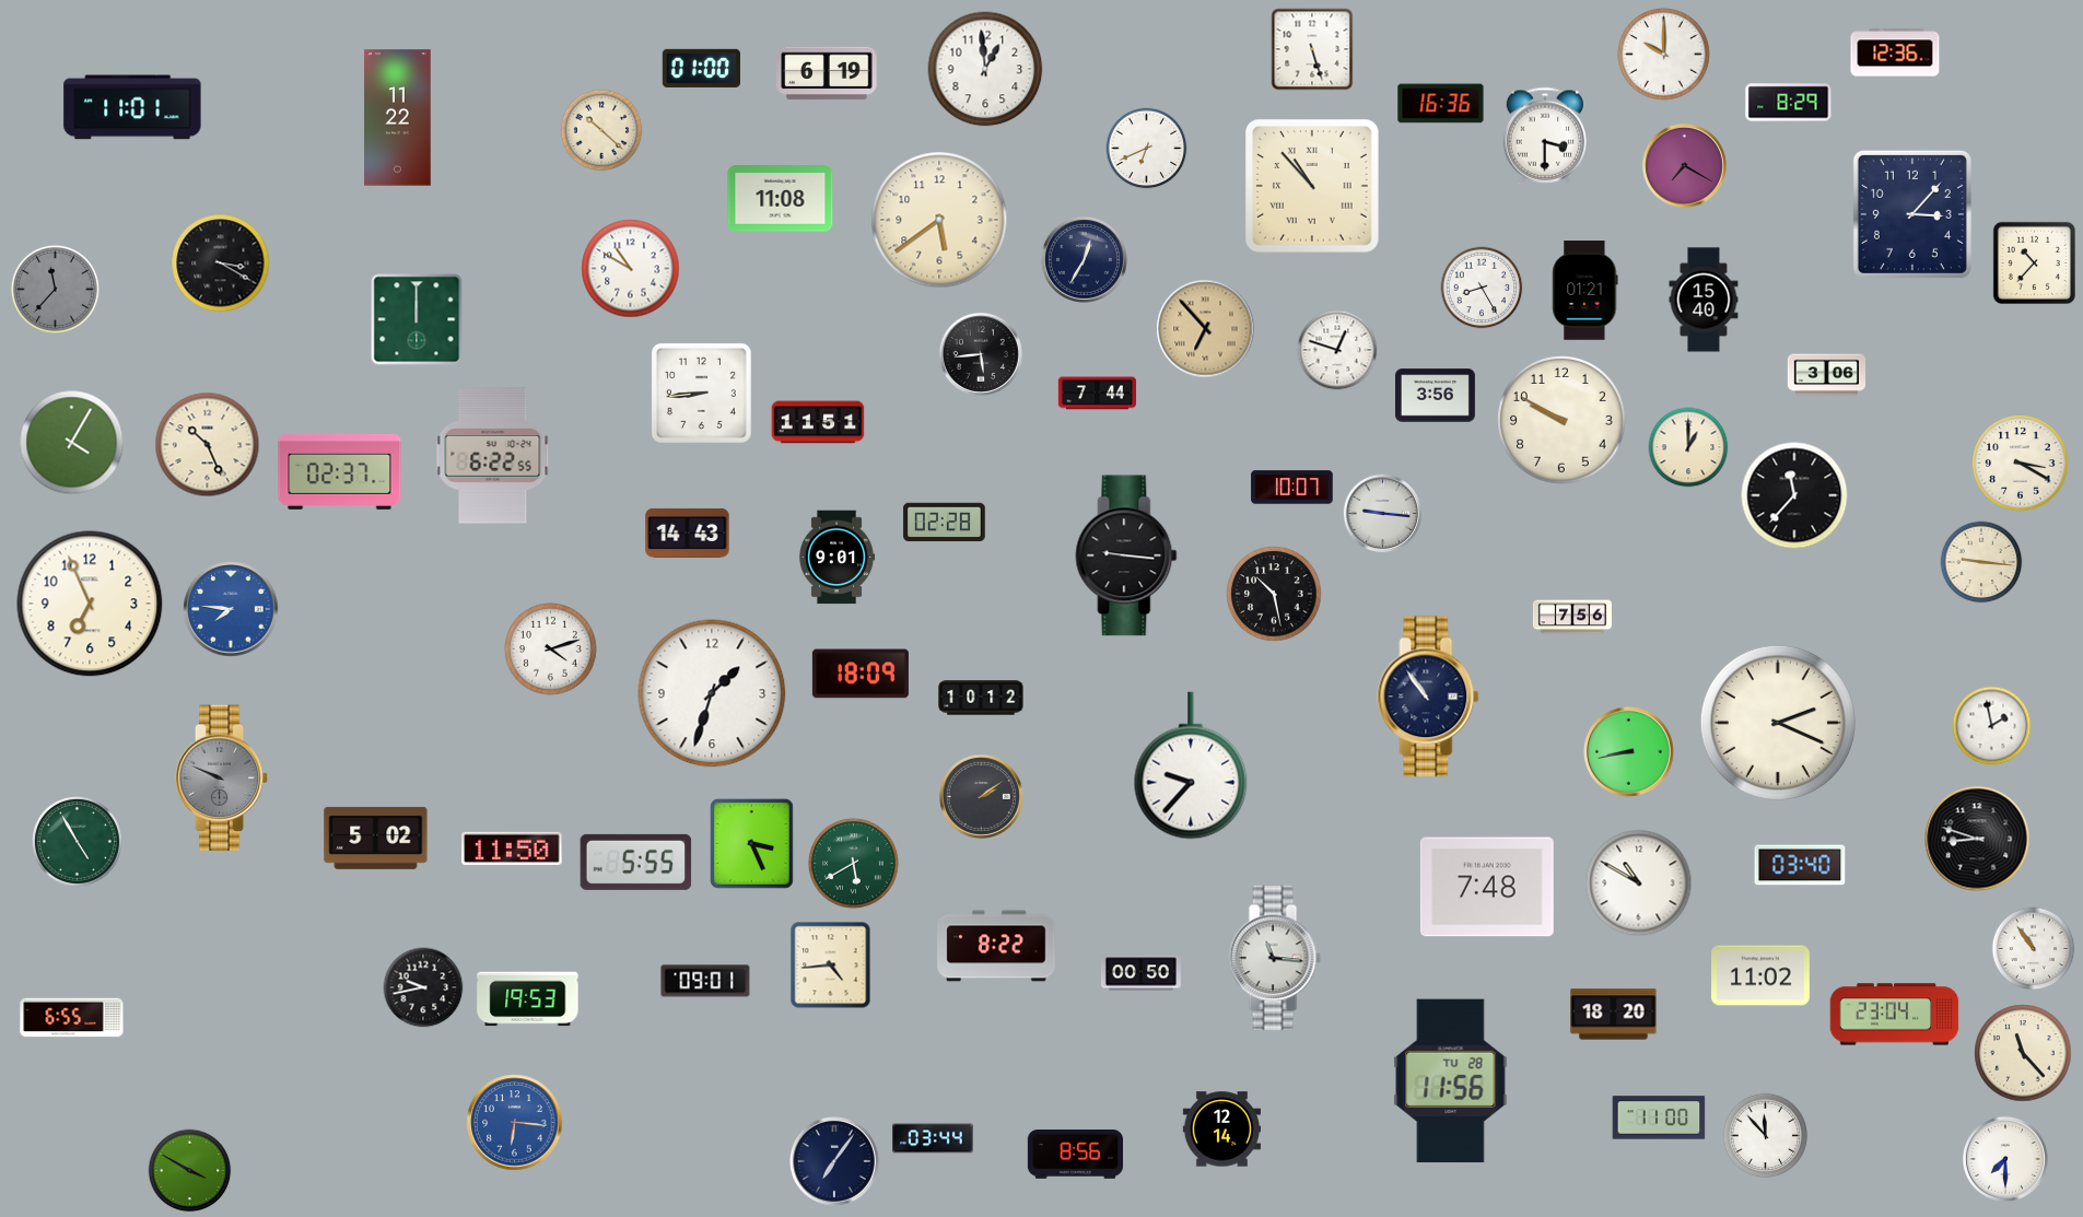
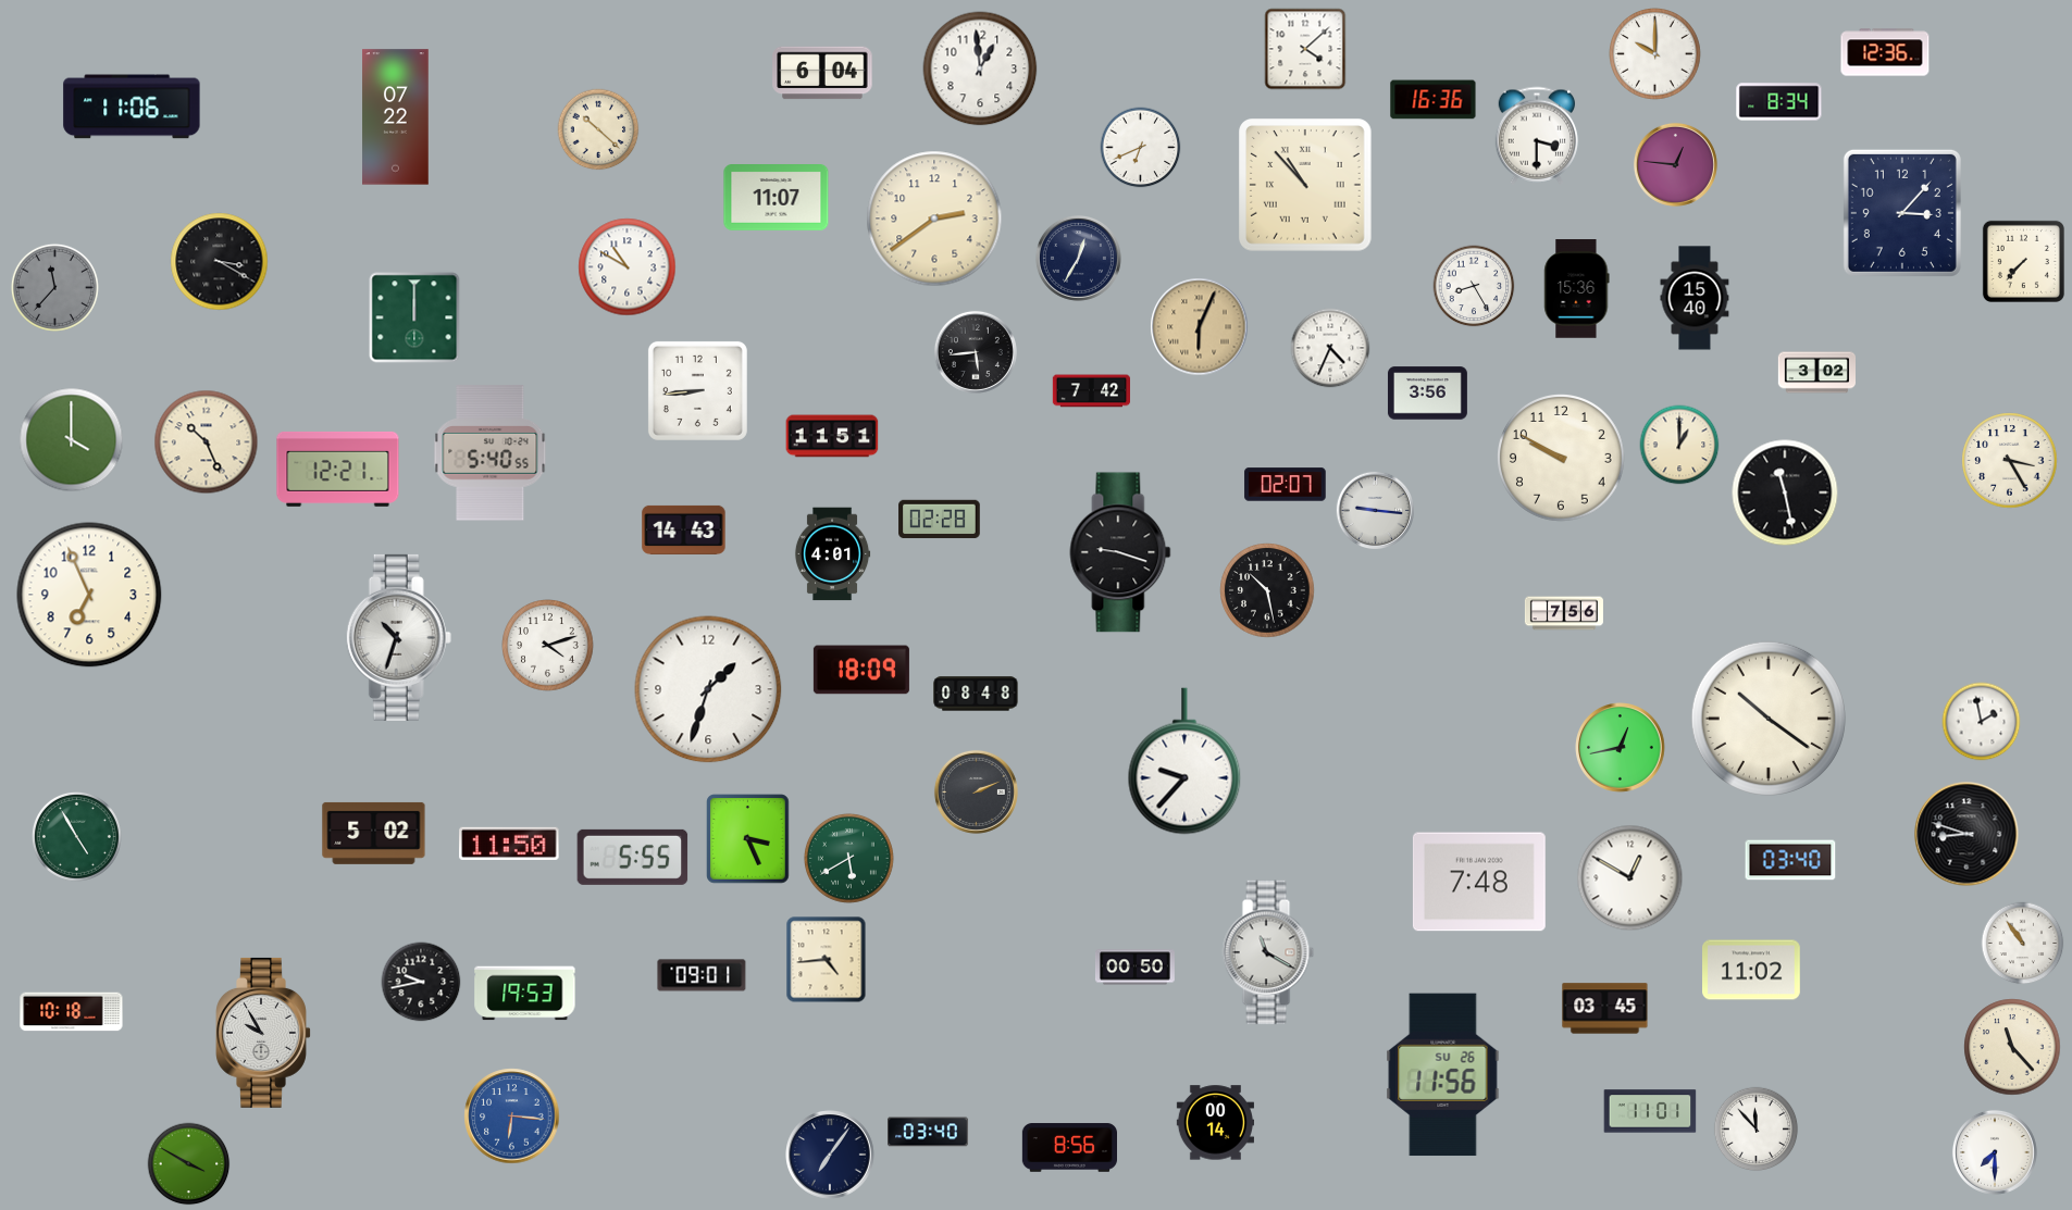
clock at (1312, 49): 5:27 -> 4:08
clock at (701, 68): 01:00 -> none
clock at (827, 73): 6:19 -> 6:04
clock at (1789, 103): 8:29 -> 8:34
clock at (1441, 104) position: (1441, 104) -> (1434, 100)
clock at (132, 107): 11:01 -> 11:06
clock at (398, 118): 11:22 -> 07:22
clock at (1684, 165): 7:20 -> 12:46
clock at (781, 199): 11:08 -> 11:07
clock at (939, 220): 5:39 -> 2:39
clock at (2034, 262): 10:37 -> 7:37
clock at (1585, 291): 01:21 -> 15:36
clock at (1206, 329): 6:53 -> 6:04
clock at (1337, 350): 12:48 -> 4:34
clock at (1826, 375): 3:06 -> 3:02
clock at (1097, 394): 7:44 -> 7:42
clock at (1563, 421) position: (1563, 421) -> (1562, 459)
clock at (818, 422) position: (818, 422) -> (832, 436)
clock at (72, 443): 4:05 -> 4:00
clock at (493, 456): 6:22 -> 5:40
clock at (2021, 464): 3:20 -> 3:25
clock at (340, 471): 02:37 -> 12:21
clock at (1292, 488): 10:07 -> 02:07
clock at (1794, 495): 11:37 -> 11:28
clock at (1126, 555): 9:16 -> 9:18
clock at (836, 558): 9:01 -> 4:01
clock at (1981, 562): 9:16 -> none
clock at (90, 604) position: (90, 604) -> (89, 595)
clock at (231, 609): 7:46 -> none
clock at (398, 637): none -> 10:33
clock at (861, 674) position: (861, 674) -> (861, 670)
clock at (1428, 697): 10:54 -> none
clock at (981, 698): 10:12 -> 08:48
clock at (1778, 723): 2:19 -> 10:21
clock at (1629, 752): 8:43 -> 12:43
clock at (222, 779): 9:49 -> none
clock at (981, 796): 2:09 -> 2:11
clock at (1639, 884): 10:50 -> 12:50
clock at (996, 946): 8:22 -> none
clock at (1275, 958): 11:16 -> 11:20
clock at (1614, 1015): 18:20 -> 03:45
clock at (1895, 1015): 23:04 -> none
clock at (72, 1018): 6:55 -> 10:18
clock at (263, 1033): none -> 9:55
clock at (1451, 1081) date: TU 28 -> SU 26
clock at (1659, 1117): 11:00 -> 11:01
clock at (1221, 1130): 12:14 -> 00:14
clock at (934, 1138): 03:44 -> 03:40
